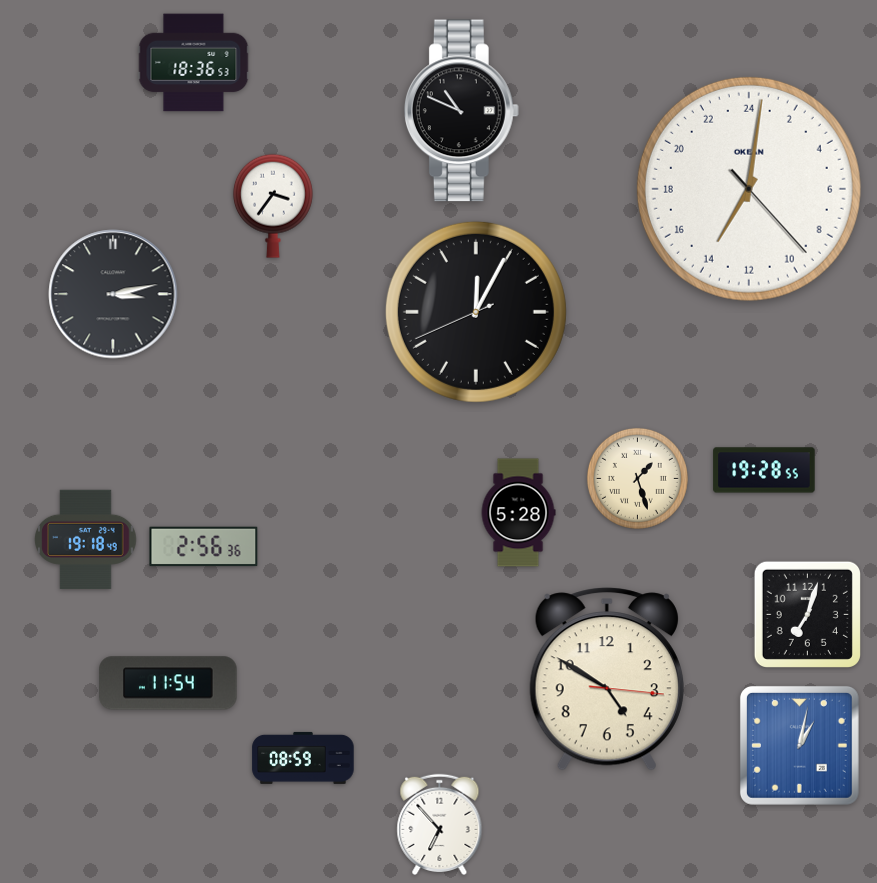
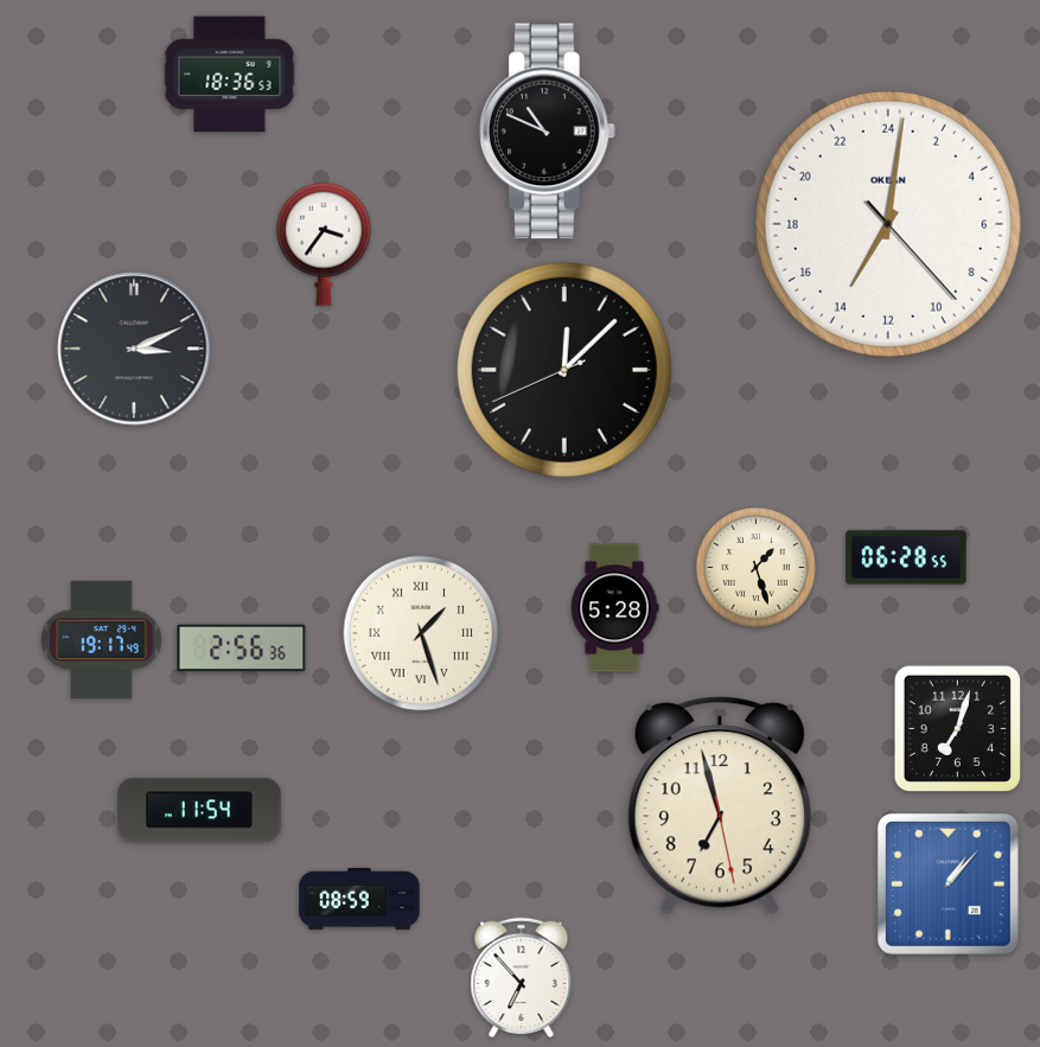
clock at (113, 294): 3:13 -> 3:11
clock at (476, 312): 12:04 -> 12:07
clock at (764, 470): 19:28 -> 06:28
clock at (421, 633): none -> 1:27
clock at (86, 539): 19:18 -> 19:17
clock at (607, 679): 4:50 -> 6:57
clock at (799, 745): 1:02 -> 1:07
